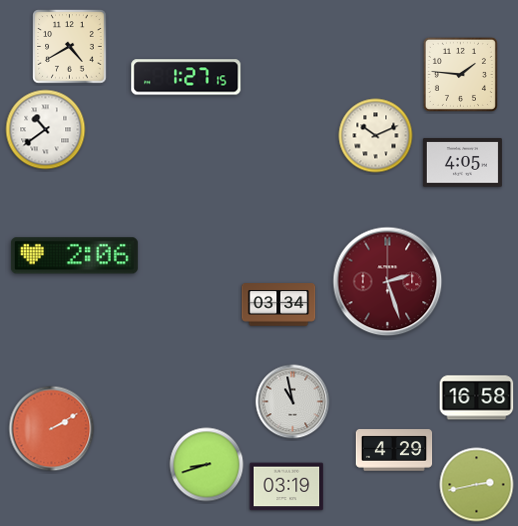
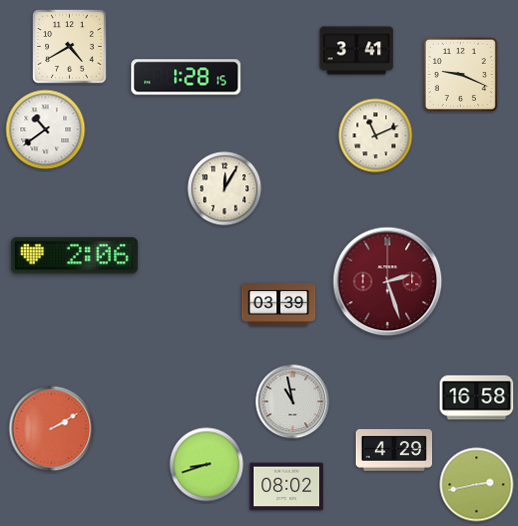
clock at (357, 51): none -> 3:41
clock at (460, 74): 1:46 -> 9:19
clock at (186, 77): 1:27 -> 1:28
clock at (376, 136): 10:11 -> 11:11
clock at (462, 163): 4:05 -> none
clock at (225, 189): none -> 12:05
clock at (279, 305): 03:34 -> 03:39
clock at (287, 487): 03:19 -> 08:02
